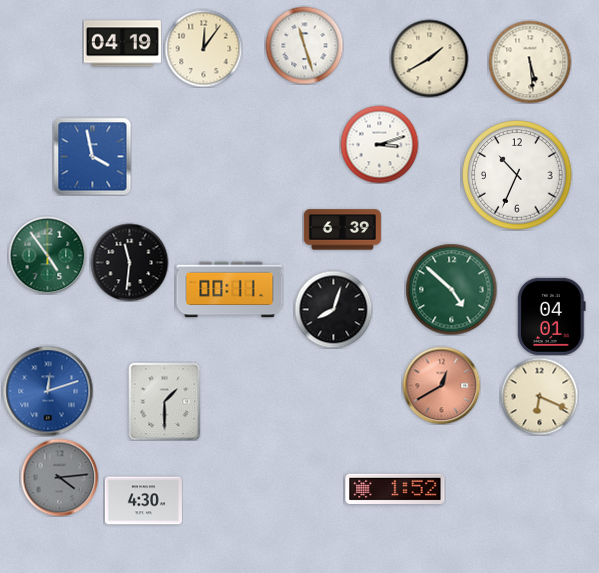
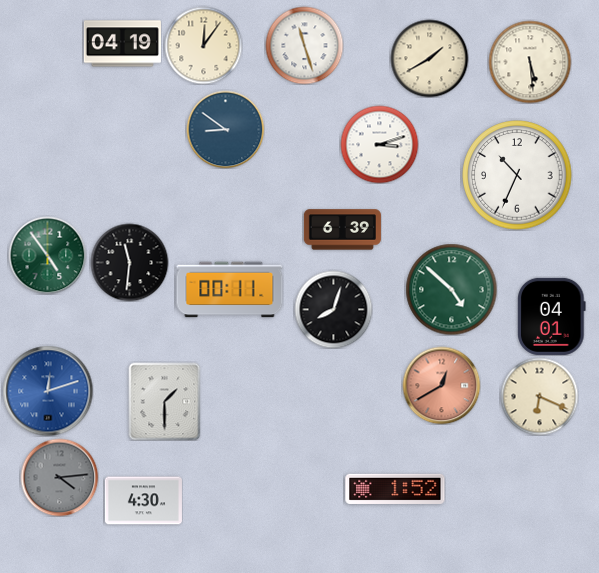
clock at (203, 48) position: (203, 48) -> (203, 45)
clock at (225, 129): none -> 8:51
clock at (92, 156): 3:58 -> none
